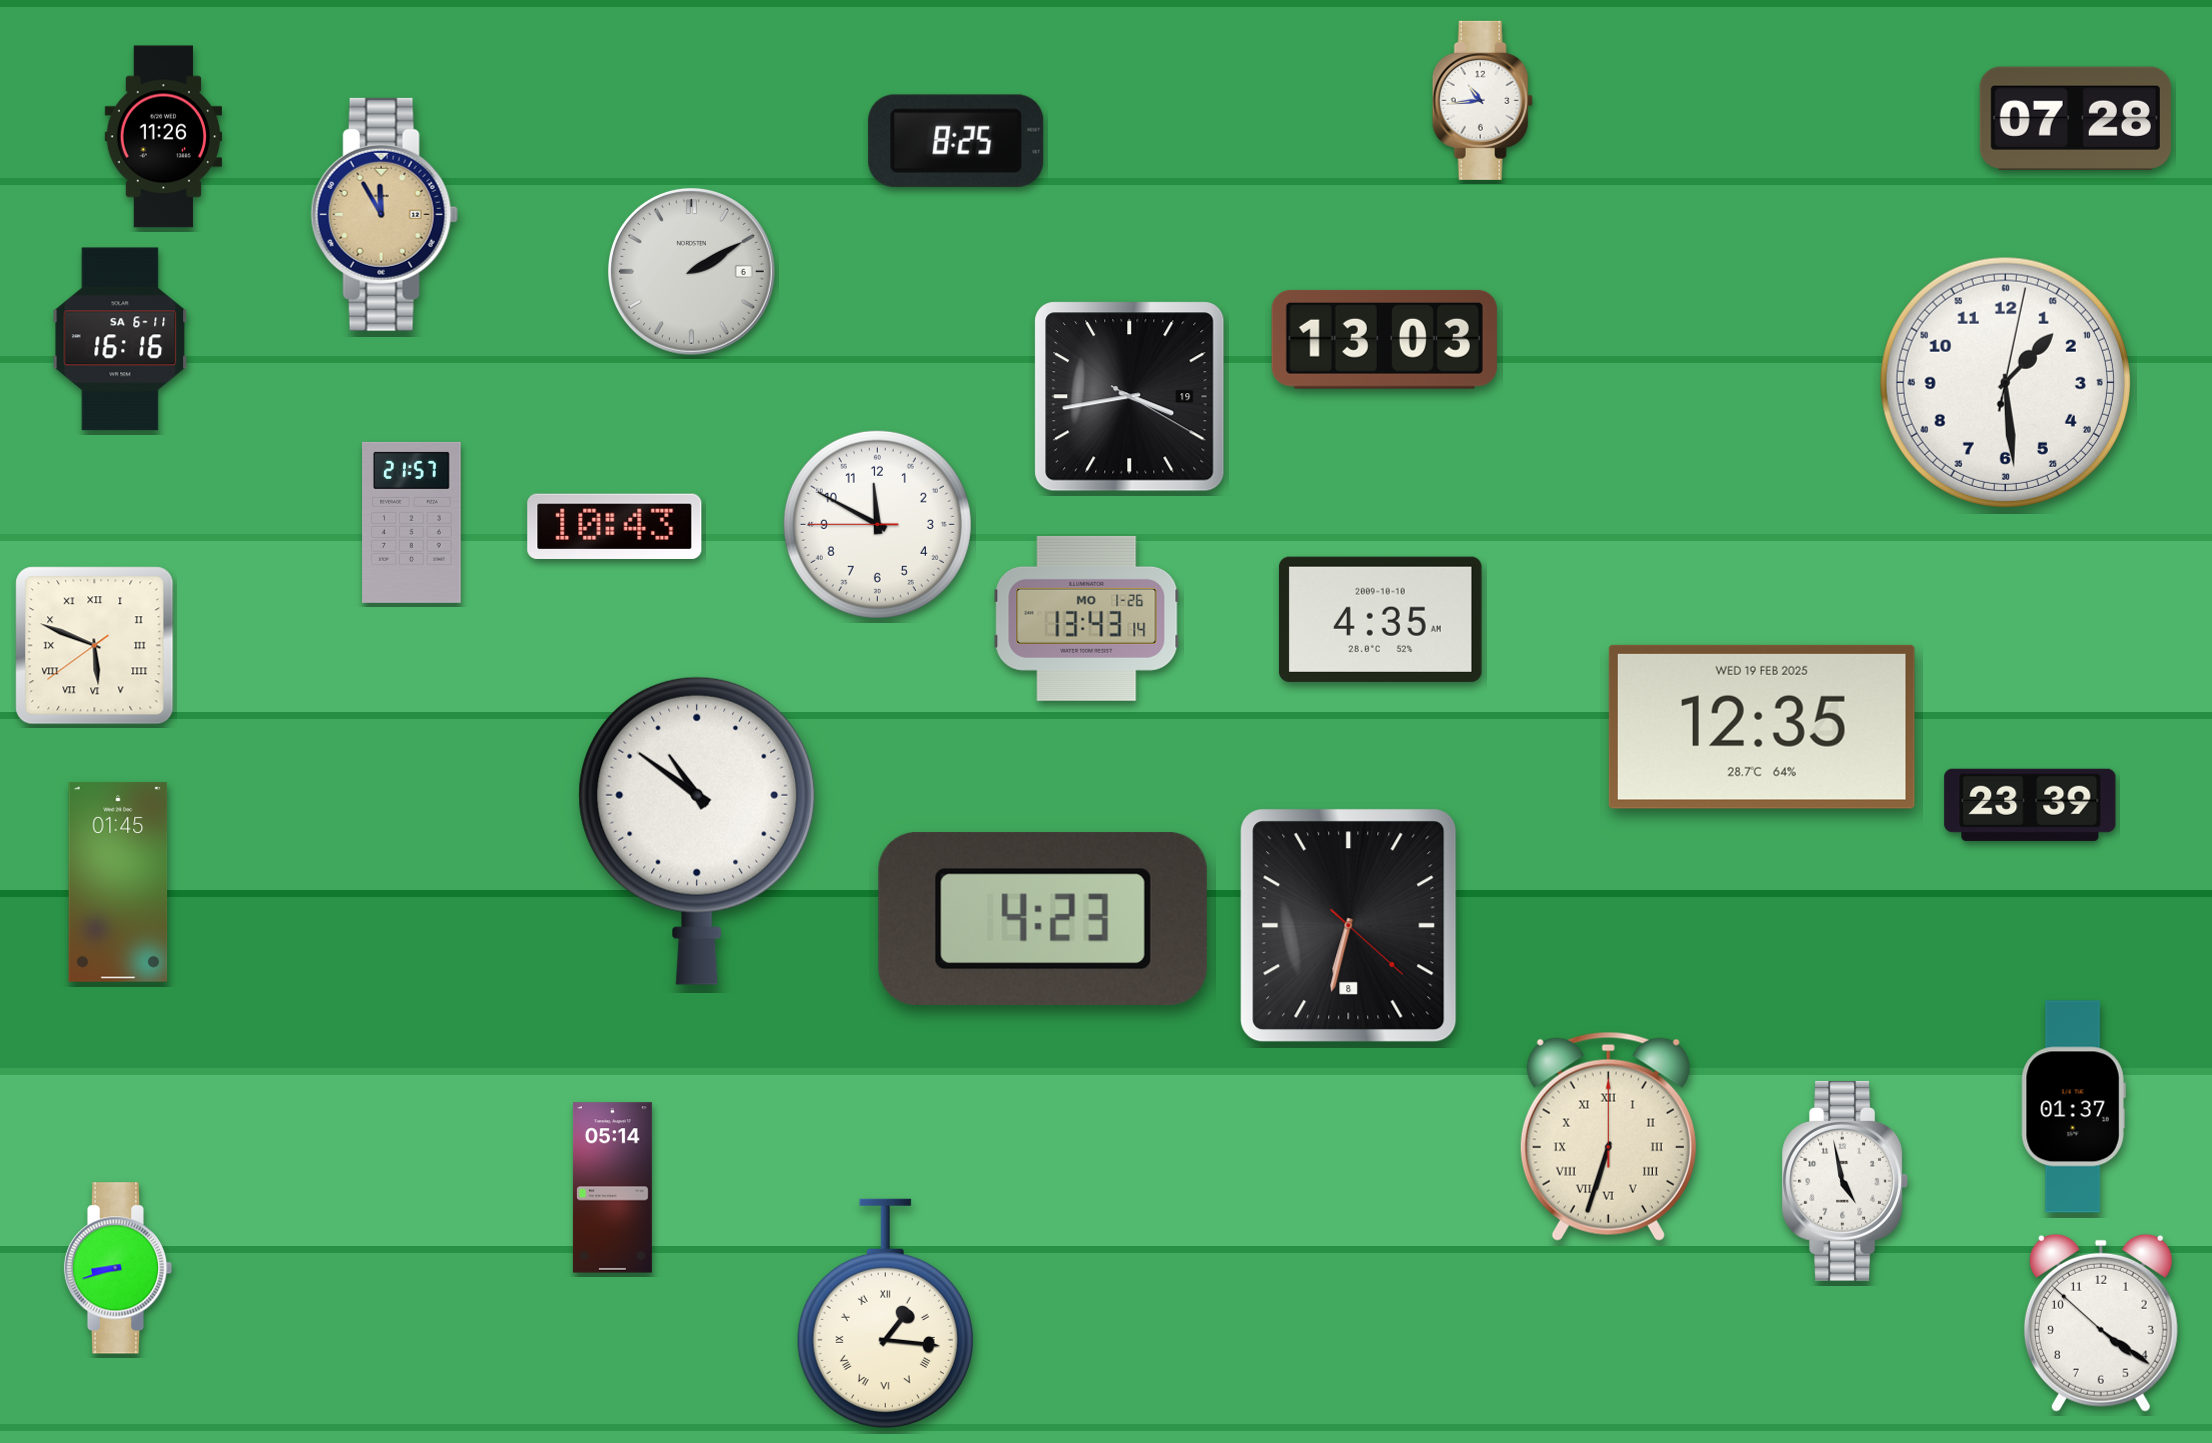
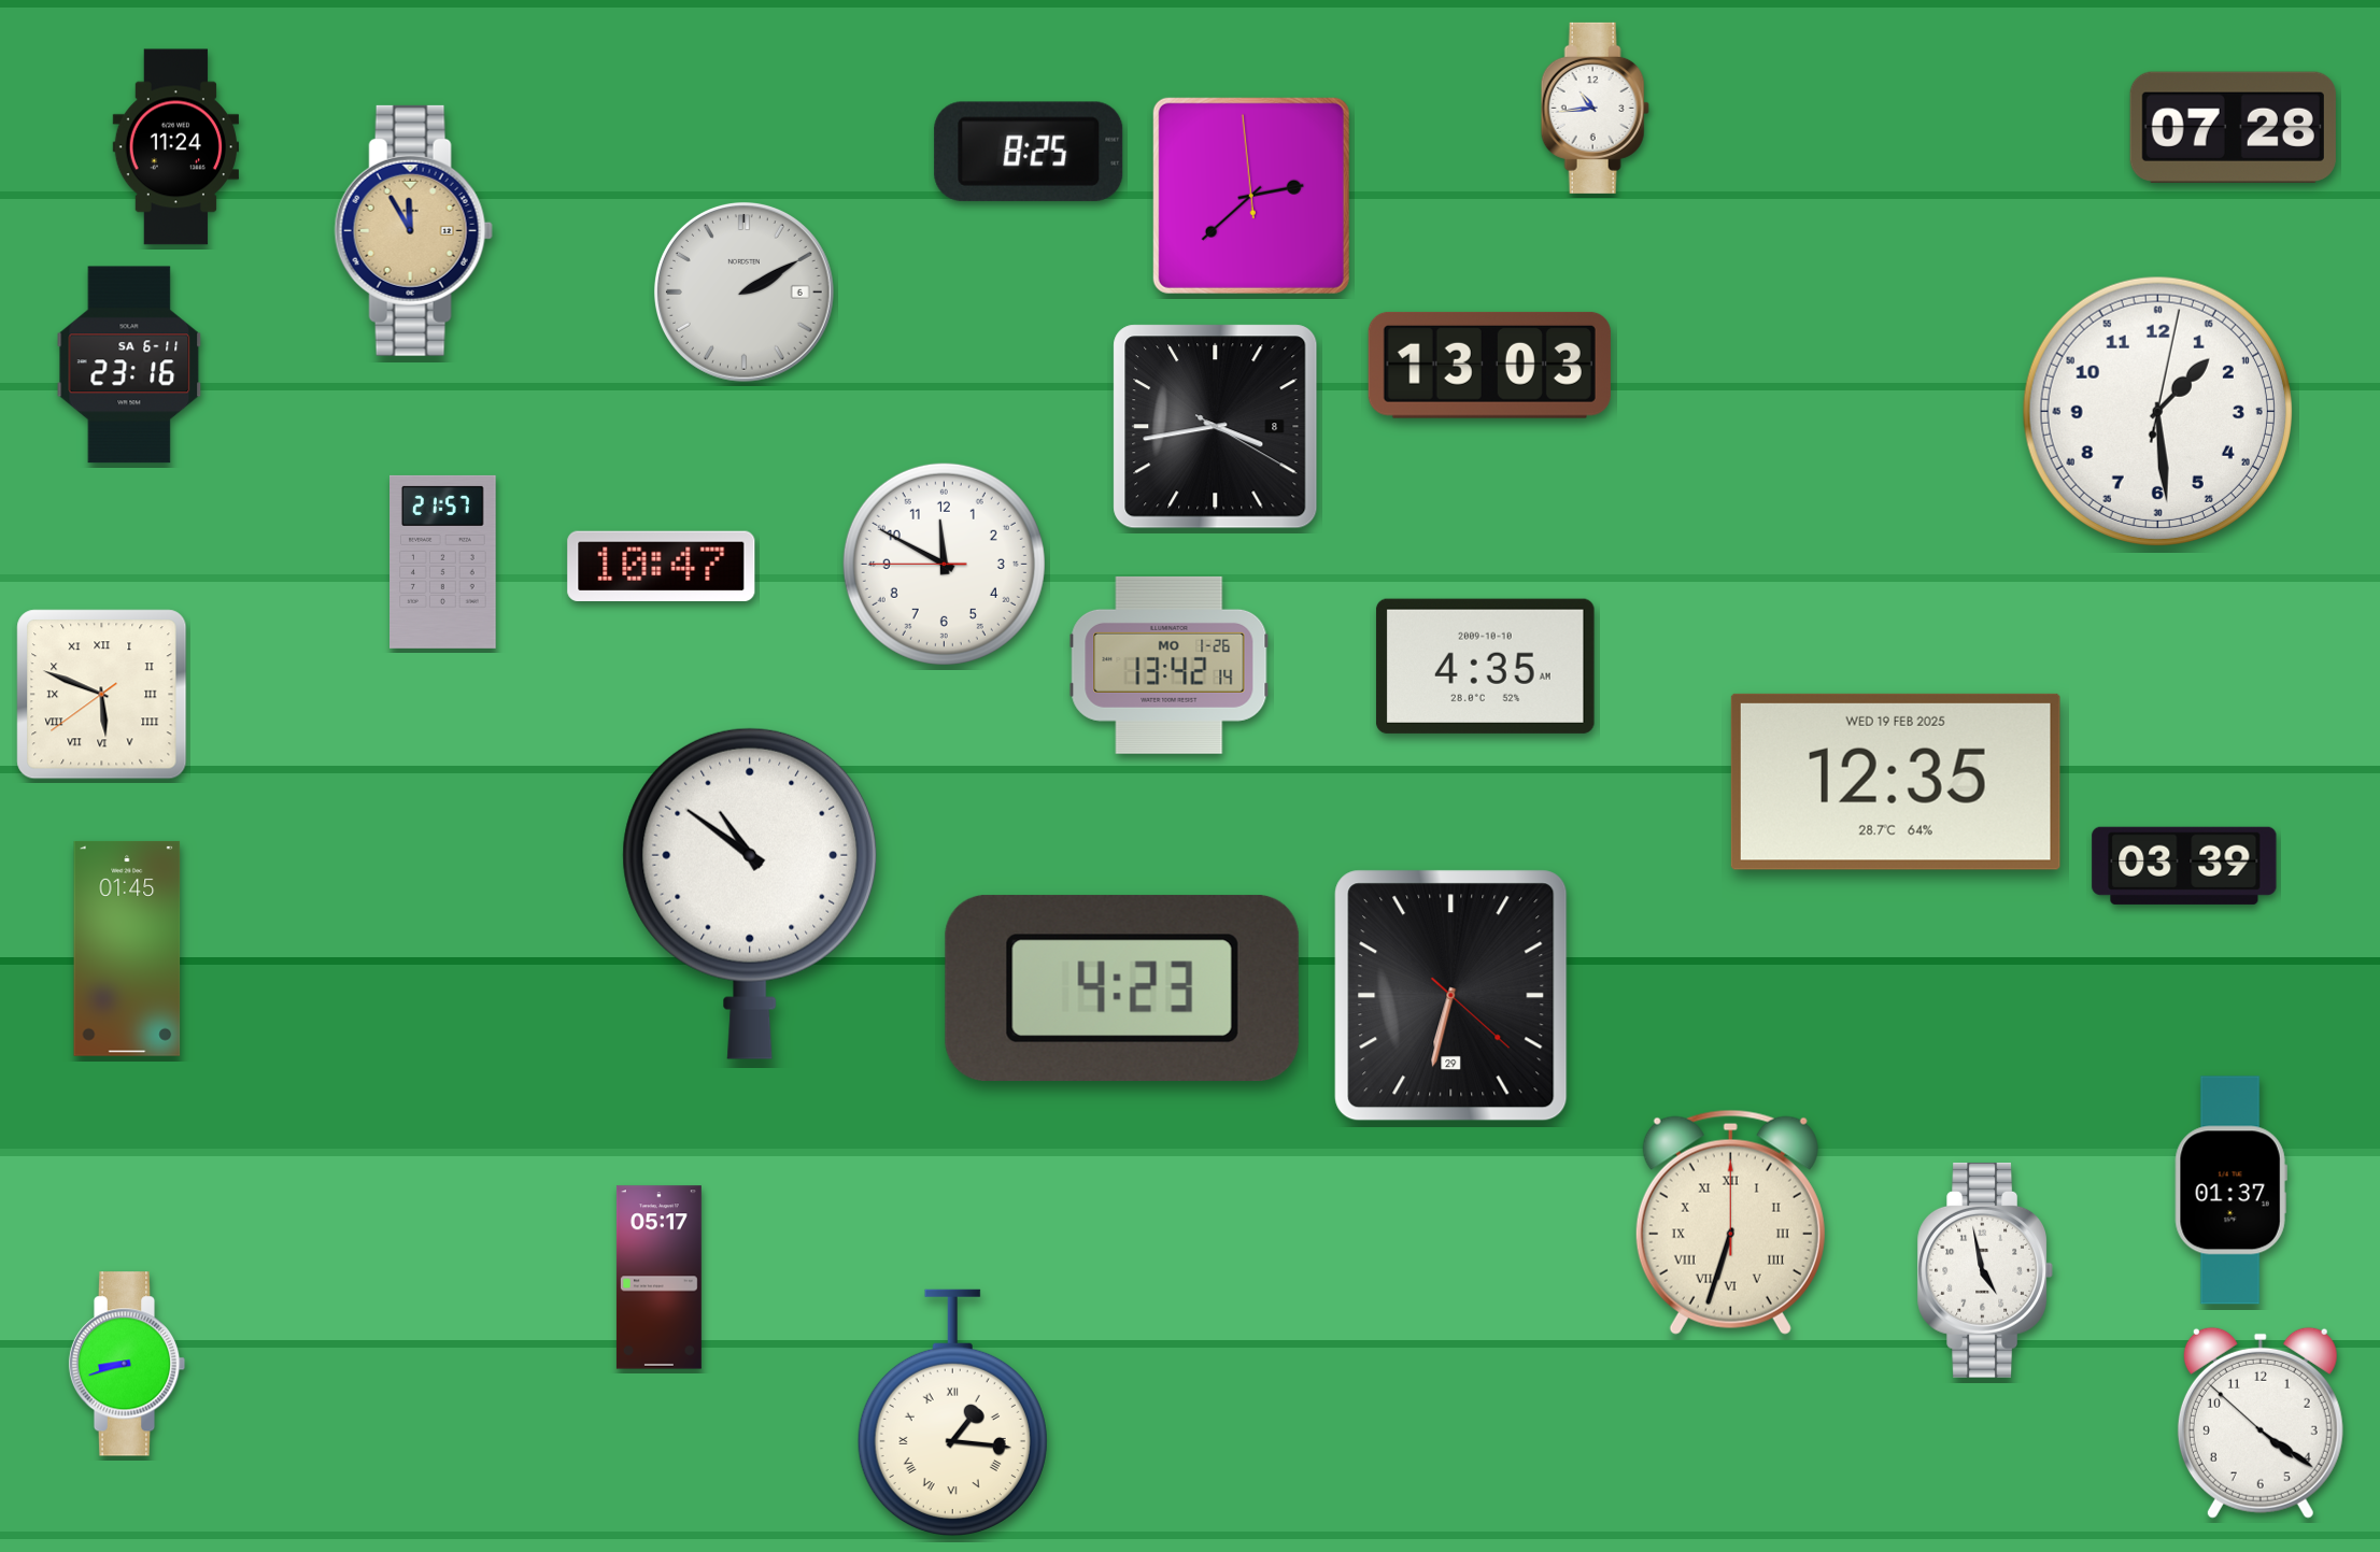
clock at (163, 137): 11:26 -> 11:24
clock at (1251, 196): none -> 2:37
clock at (120, 339): 16:16 -> 23:16
clock at (1130, 397) date: 19 -> 8
clock at (615, 526): 10:43 -> 10:47
clock at (1087, 618): 13:43 -> 13:42
clock at (2030, 805): 23:39 -> 03:39
clock at (1349, 926) date: 8 -> 29
clock at (612, 1188): 05:14 -> 05:17
